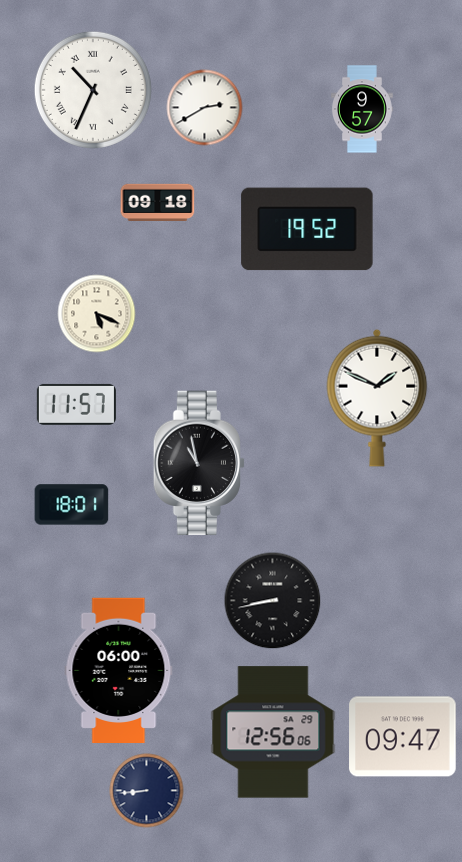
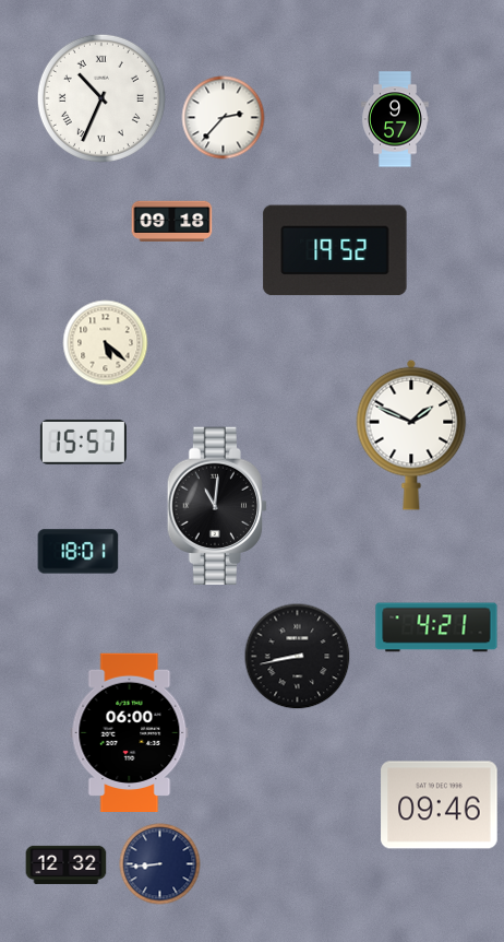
clock at (205, 108): 2:40 -> 2:37
clock at (97, 314): 5:19 -> 5:22
clock at (76, 404): 11:57 -> 15:57
clock at (198, 463): 10:58 -> 11:01
clock at (436, 627): none -> 4:21
clock at (273, 732): 12:56 -> none
clock at (403, 737): 09:47 -> 09:46
clock at (67, 864): none -> 12:32
